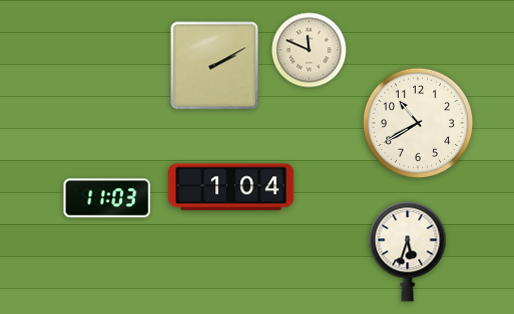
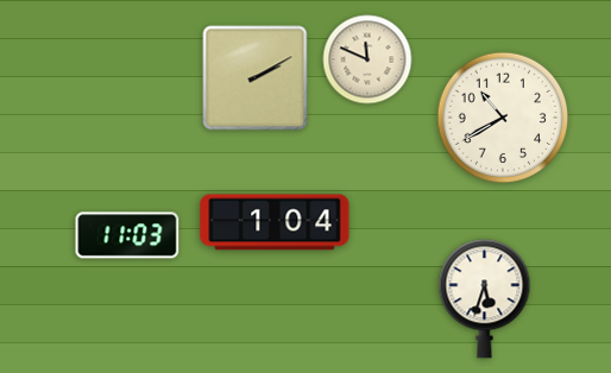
clock at (418, 123) position: (418, 123) -> (503, 118)
